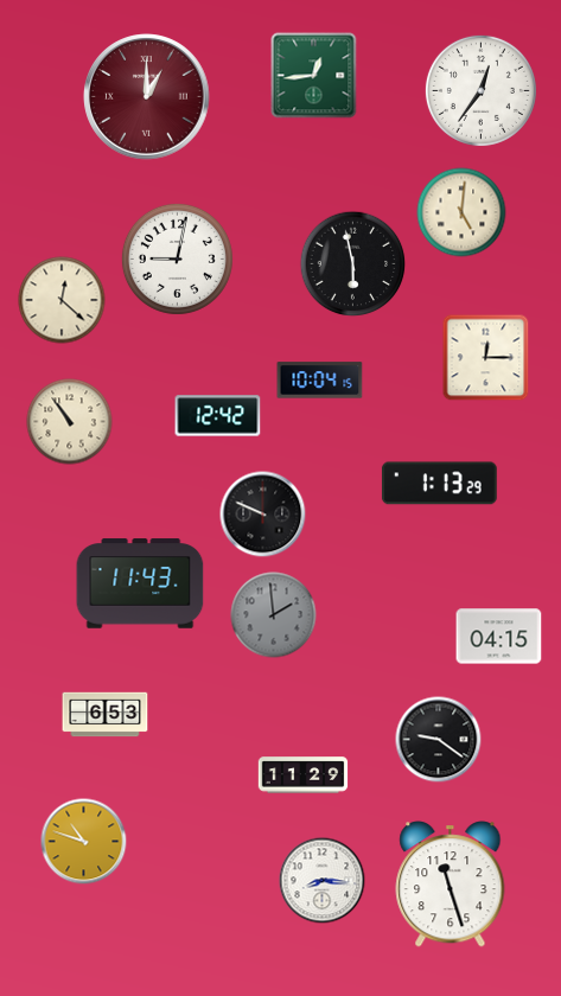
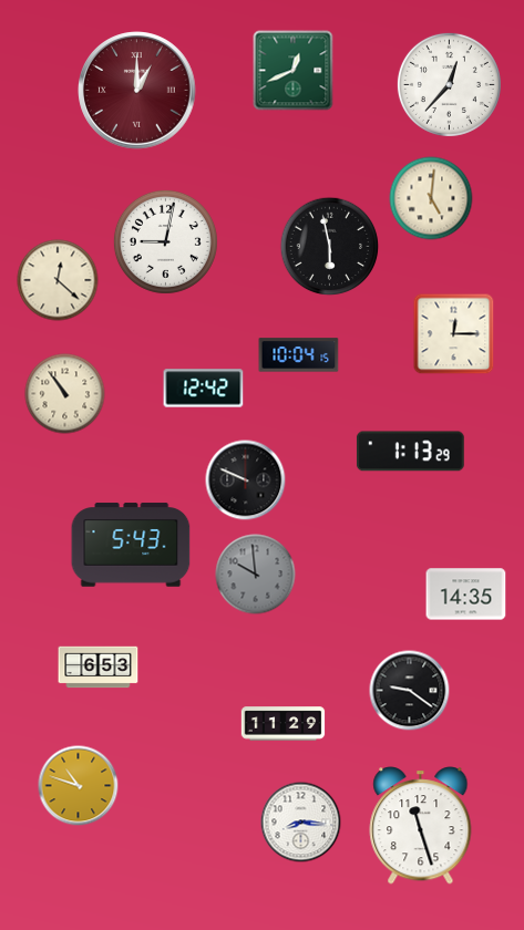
clock at (314, 76): 12:44 -> 12:41
clock at (480, 90): 12:36 -> 12:37
clock at (140, 583): 11:43 -> 5:43
clock at (274, 615): 1:59 -> 9:59
clock at (499, 637): 04:15 -> 14:35
